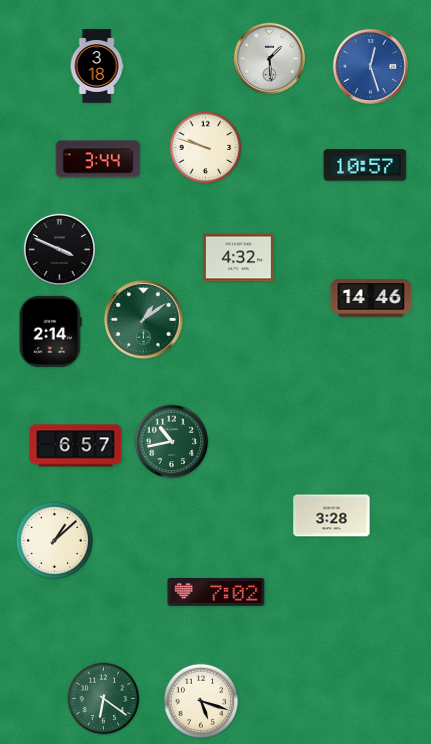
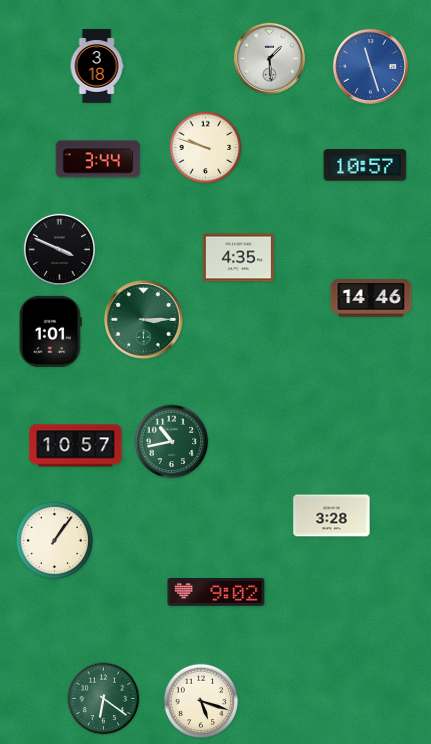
clock at (370, 66): 12:27 -> 11:27
clock at (238, 258): 4:32 -> 4:35
clock at (144, 320): 1:09 -> 3:15
clock at (50, 331): 2:14 -> 1:01
clock at (76, 446): 6:57 -> 10:57
clock at (54, 540): 1:08 -> 1:06
clock at (216, 593): 7:02 -> 9:02
